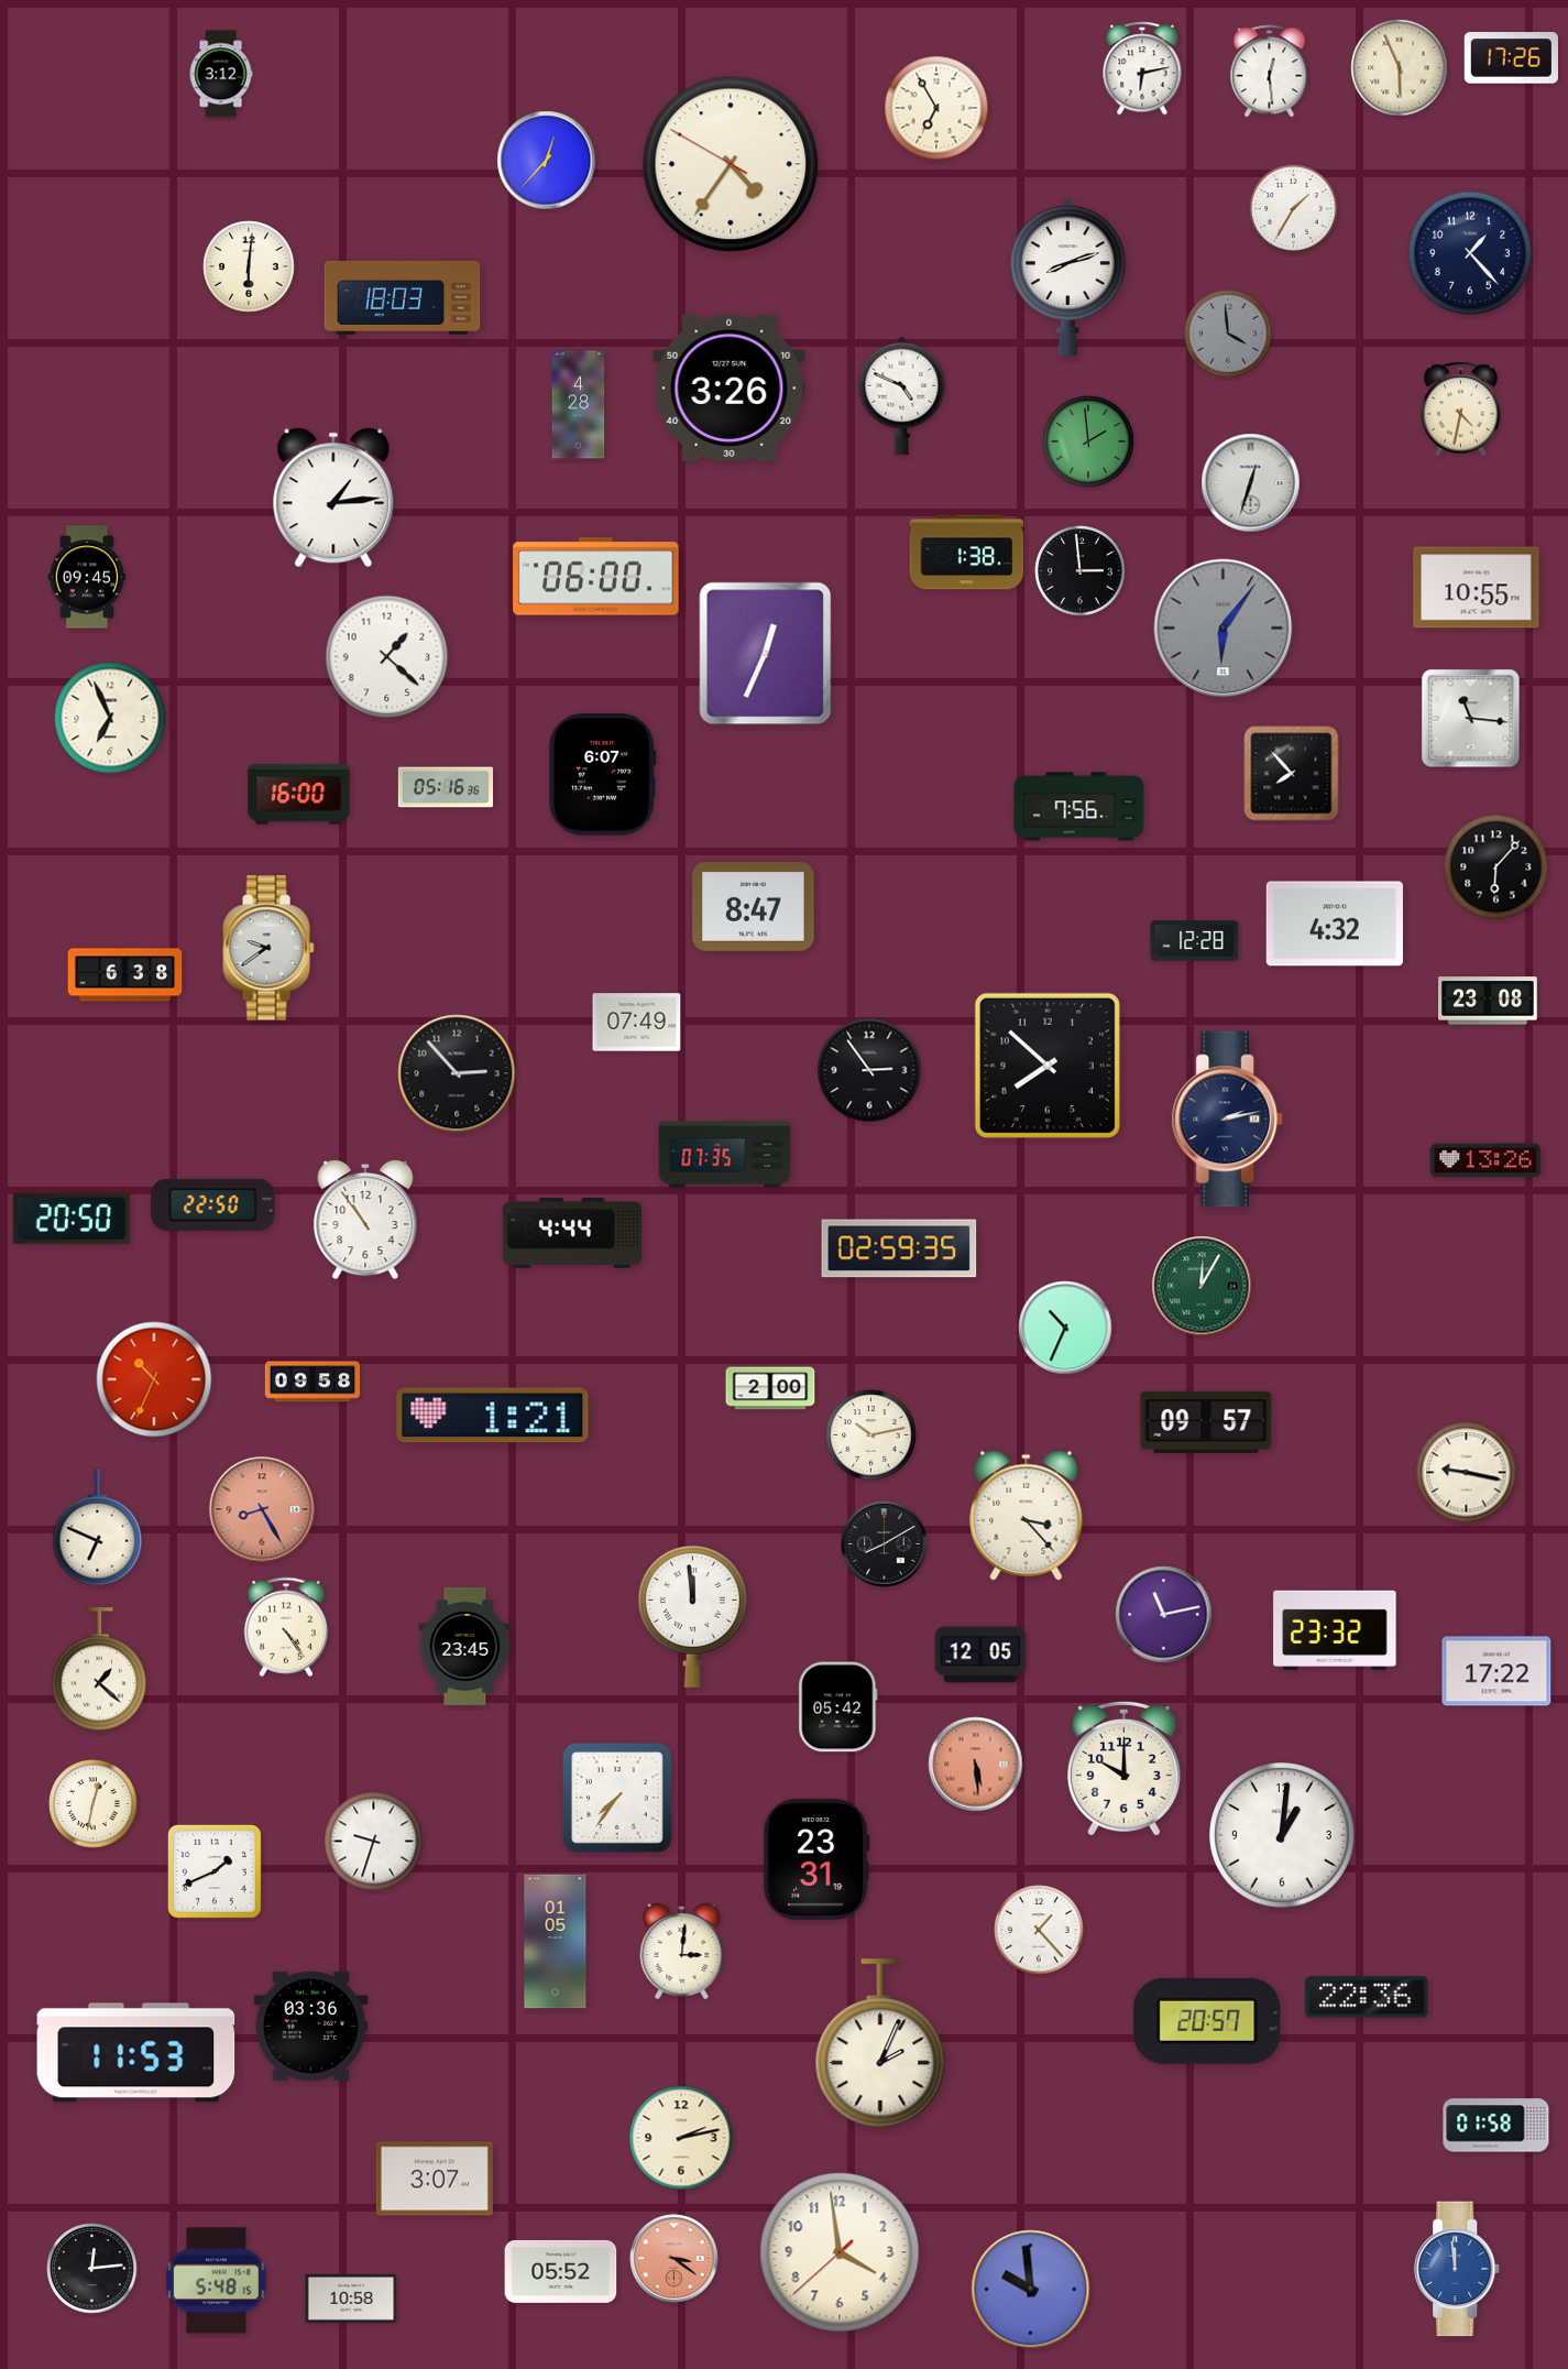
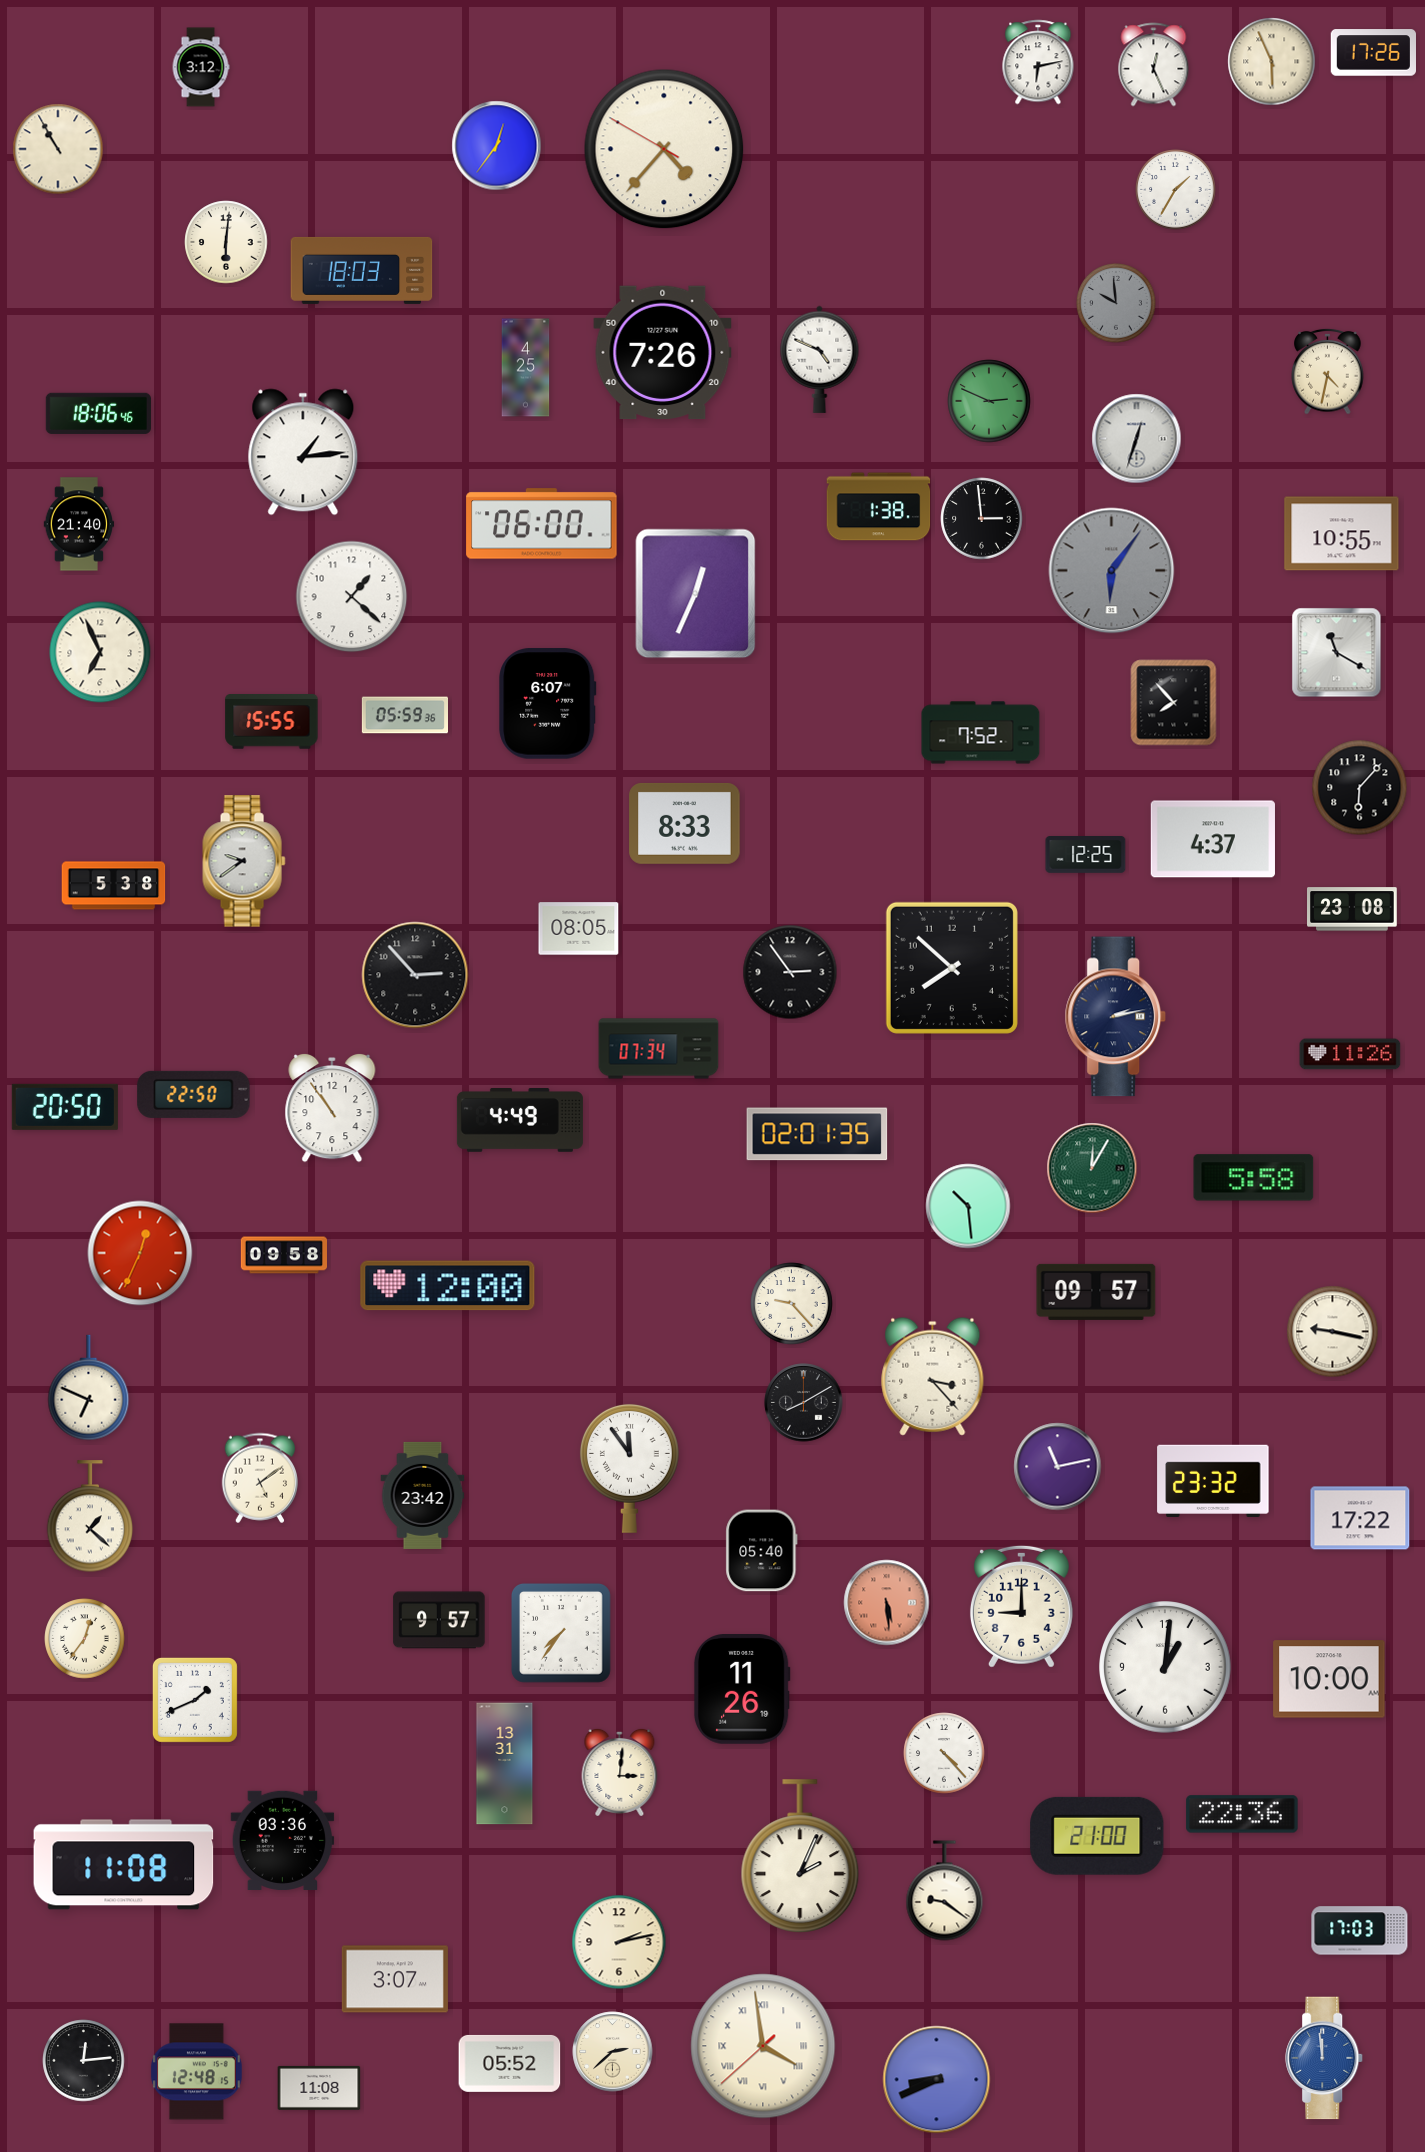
clock at (1270, 72): 12:29 -> 12:26
clock at (936, 108): 6:55 -> none
clock at (547, 161): 12:37 -> 12:36
clock at (58, 149): none -> 10:55
clock at (731, 164): 4:35 -> 4:36
clock at (1470, 253): 1:23 -> none
clock at (1067, 276): 8:12 -> none
clock at (403, 297) position: (403, 297) -> (362, 270)
clock at (1228, 334): 3:59 -> 9:59
clock at (730, 389): 3:26 -> 7:26
clock at (579, 405): 4:28 -> 4:25
clock at (1088, 441): 1:59 -> 2:49
clock at (98, 413): none -> 18:06
clock at (967, 553) position: (967, 553) -> (879, 507)
clock at (87, 577): 09:45 -> 21:40
clock at (1471, 719): 11:16 -> 11:20
clock at (445, 787): 05:16 -> 05:59
clock at (299, 795): 16:00 -> 15:55
clock at (1079, 807): 7:56 -> 7:52
clock at (754, 906): 8:47 -> 8:33
clock at (1335, 924): 4:32 -> 4:37
clock at (1195, 941): 12:28 -> 12:25
clock at (125, 975): 6:38 -> 5:38
clock at (637, 1023): 07:49 -> 08:05
clock at (725, 1155): 07:35 -> 07:34
clock at (1485, 1160): 13:26 -> 11:26
clock at (572, 1233): 4:44 -> 4:49
clock at (899, 1248): 02:59 -> 02:01
clock at (1254, 1178): none -> 5:58
clock at (1065, 1328): 10:34 -> 10:29
clock at (154, 1379): 10:34 -> 12:34
clock at (770, 1388): 2:00 -> none
clock at (493, 1416): 1:21 -> 12:00
clock at (871, 1435): 10:13 -> 9:23
clock at (1467, 1473) position: (1467, 1473) -> (1333, 1332)
clock at (262, 1509): 8:25 -> none
clock at (692, 1616): 11:59 -> 11:54
clock at (285, 1627): 4:24 -> 5:09
clock at (465, 1646): 23:45 -> 23:42
clock at (980, 1655): 12:05 -> none
clock at (838, 1707): 05:42 -> 05:40
clock at (1123, 1768): 10:00 -> 9:00
clock at (439, 1620): none -> 9:57
clock at (94, 1804): 12:32 -> 12:36
clock at (374, 1842): 9:33 -> none
clock at (1329, 1679): none -> 10:00
clock at (816, 1860): 23:31 -> 11:26
clock at (1039, 1930): 1:23 -> 4:23
clock at (556, 1942): 01:05 -> 13:31
clock at (1207, 2021): 20:57 -> 21:00
clock at (136, 2053): 11:53 -> 11:08
clock at (945, 1891): none -> 9:21
clock at (1496, 2126): 01:58 -> 17:03
clock at (840, 2252) numerals: Arabic -> Roman
clock at (675, 2259): 3:21 -> 2:38
clock at (675, 2259) dial: salmon -> cream
clock at (1458, 2269) position: (1458, 2269) -> (1325, 2058)
clock at (216, 2281): 5:48 -> 12:48
clock at (1031, 2290): 9:59 -> 8:41
clock at (351, 2299): 10:58 -> 11:08
